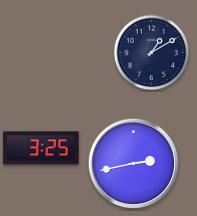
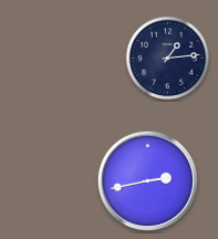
clock at (152, 53): 1:10 -> 1:14
clock at (41, 148): 3:25 -> none
